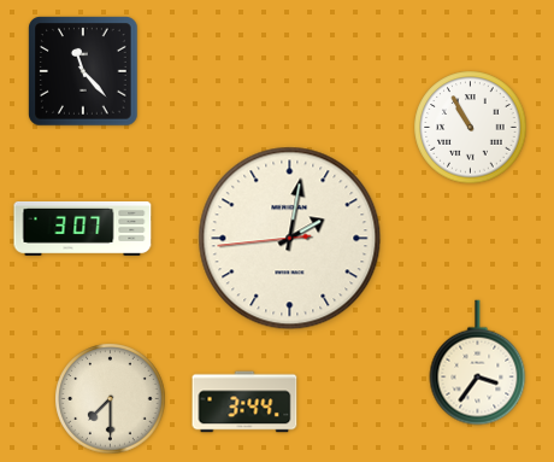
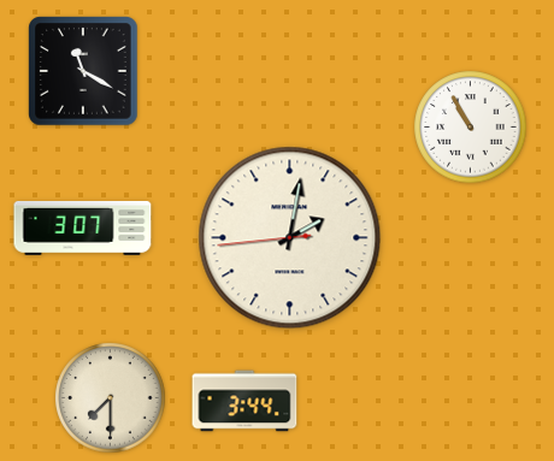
clock at (83, 71): 11:23 -> 11:20
clock at (478, 363): 3:36 -> none
